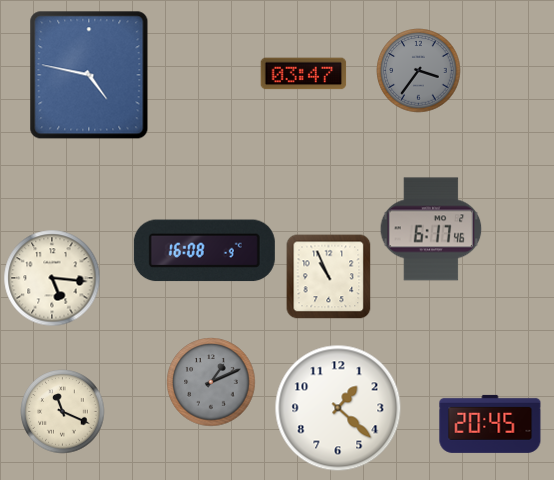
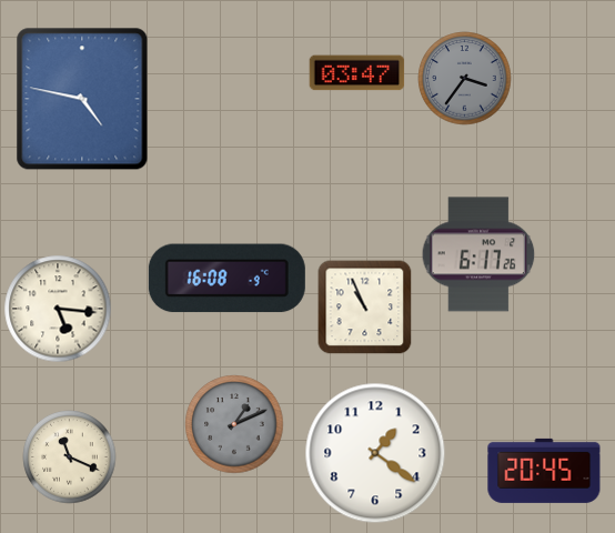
clock at (304, 74) position: (304, 74) -> (357, 73)
clock at (89, 75) position: (89, 75) -> (82, 99)
clock at (431, 229): 6:17:46 -> 6:17:26
clock at (338, 408): 1:22 -> 1:21
